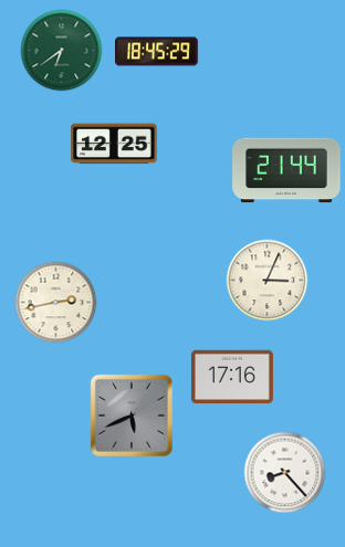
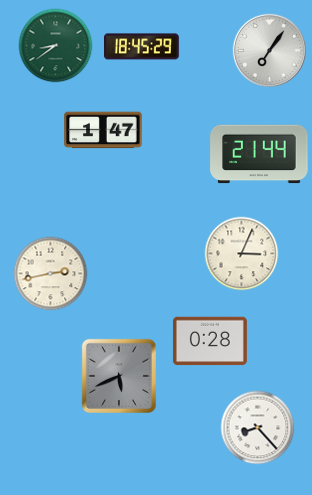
clock at (62, 51): 6:39 -> 8:39
clock at (269, 50): none -> 7:06
clock at (114, 144): 12:25 -> 1:47
clock at (232, 377): 17:16 -> 0:28
